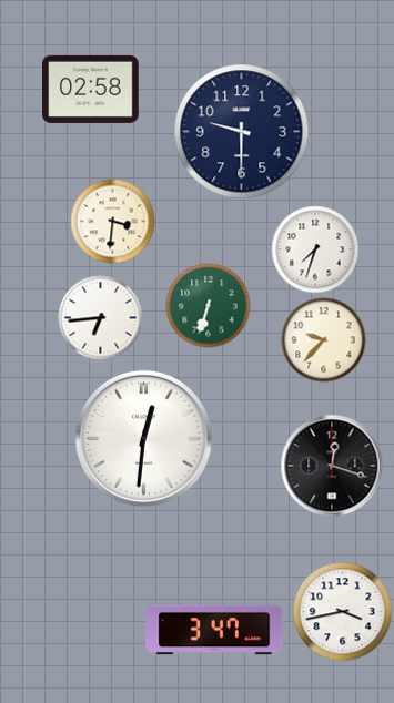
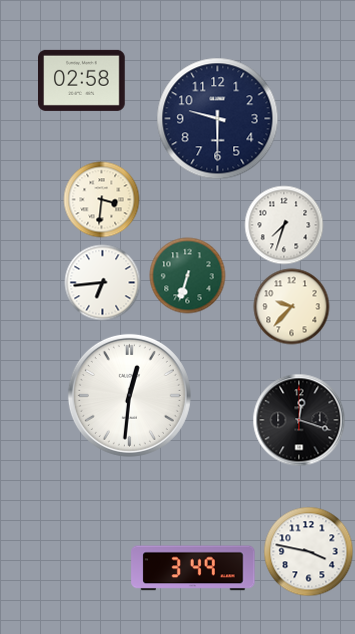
clock at (101, 318) position: (101, 318) -> (103, 283)
clock at (343, 612): 3:43 -> 3:47
clock at (214, 630): 3:47 -> 3:49
